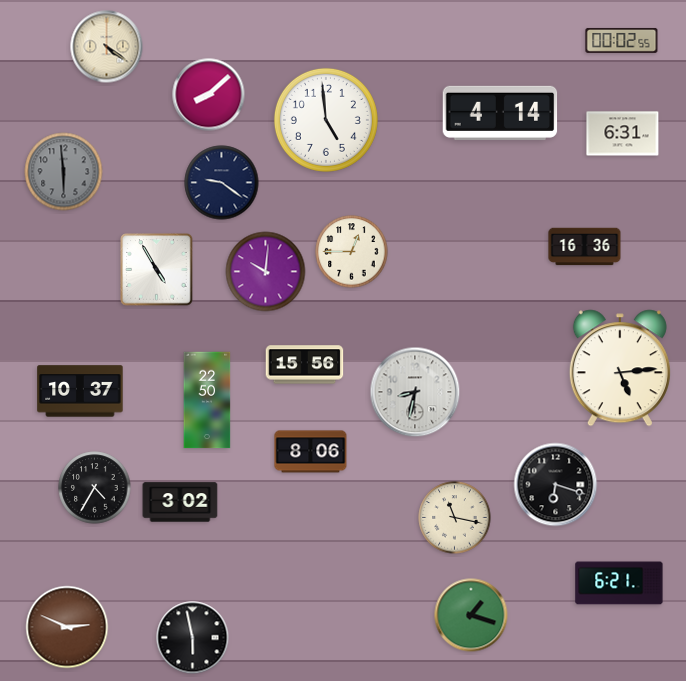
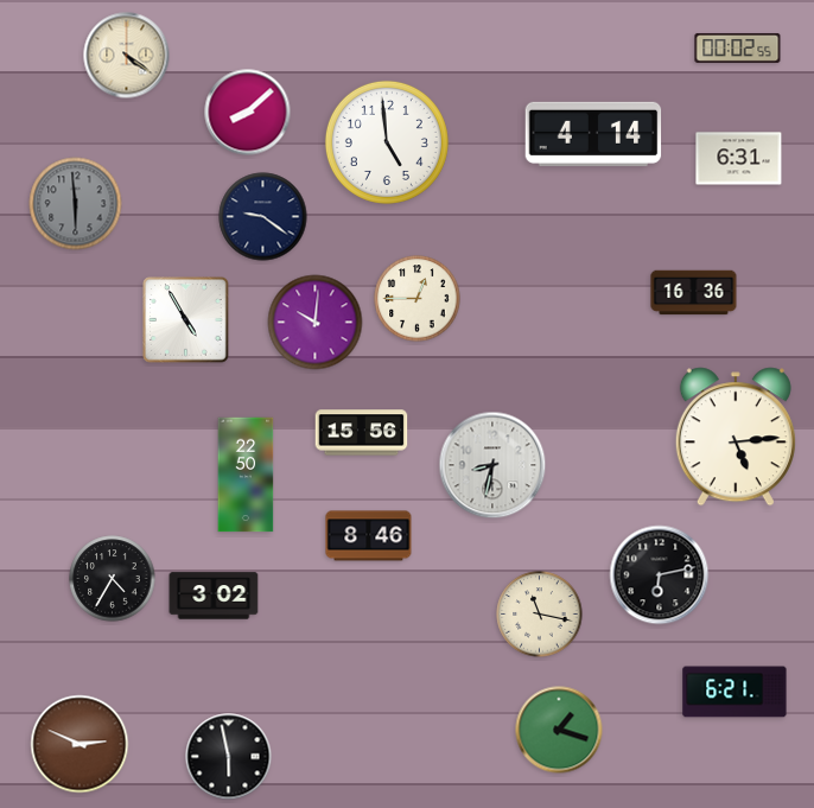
clock at (80, 391): 10:37 -> none
clock at (311, 452): 8:06 -> 8:46
clock at (556, 485): 6:18 -> 6:13
